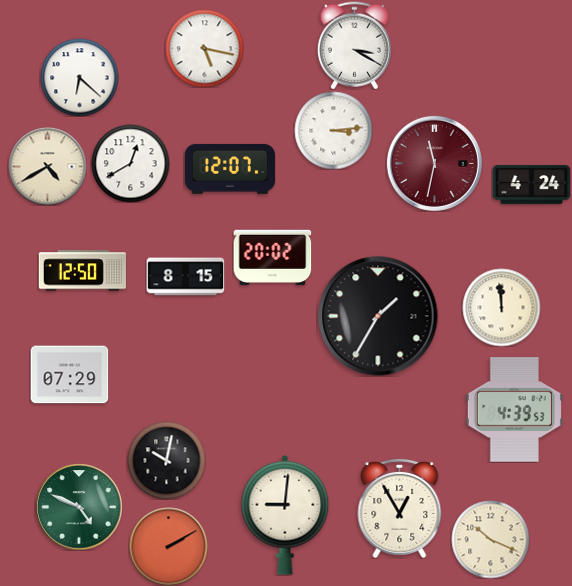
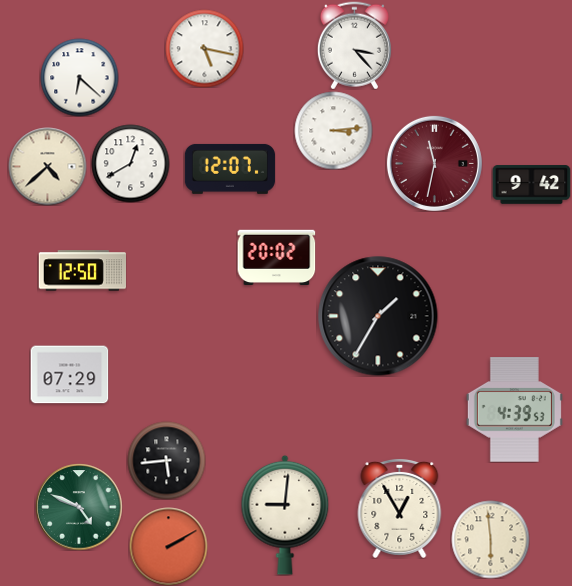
clock at (354, 45): 3:20 -> 3:23
clock at (47, 166): 4:40 -> 4:38
clock at (531, 185): 4:24 -> 9:42
clock at (272, 257) position: (272, 257) -> (276, 257)
clock at (185, 277): 8:15 -> none
clock at (501, 307): 11:59 -> none
clock at (166, 460): 10:02 -> 5:44
clock at (490, 539): 10:19 -> 5:59
